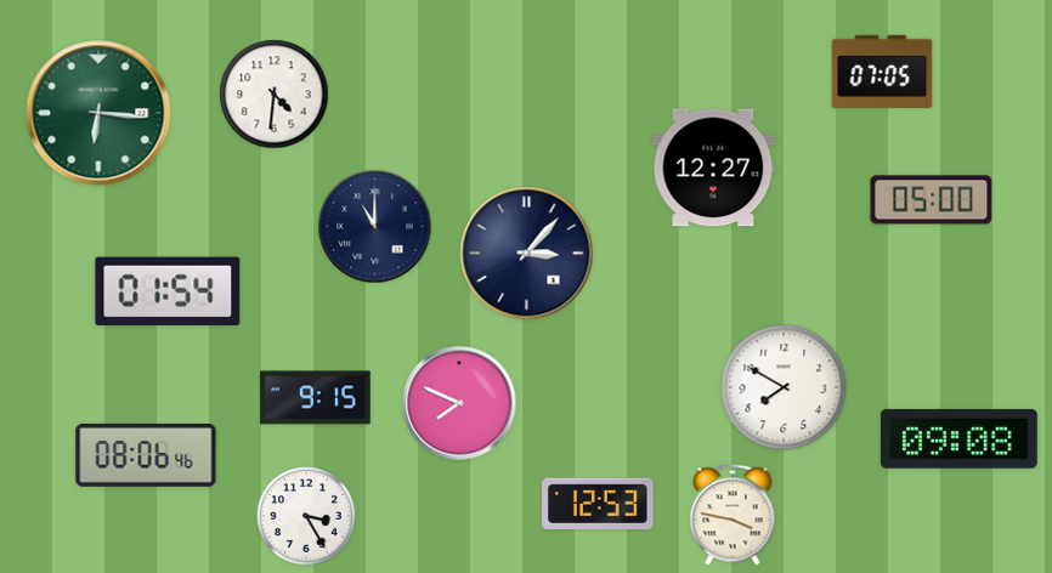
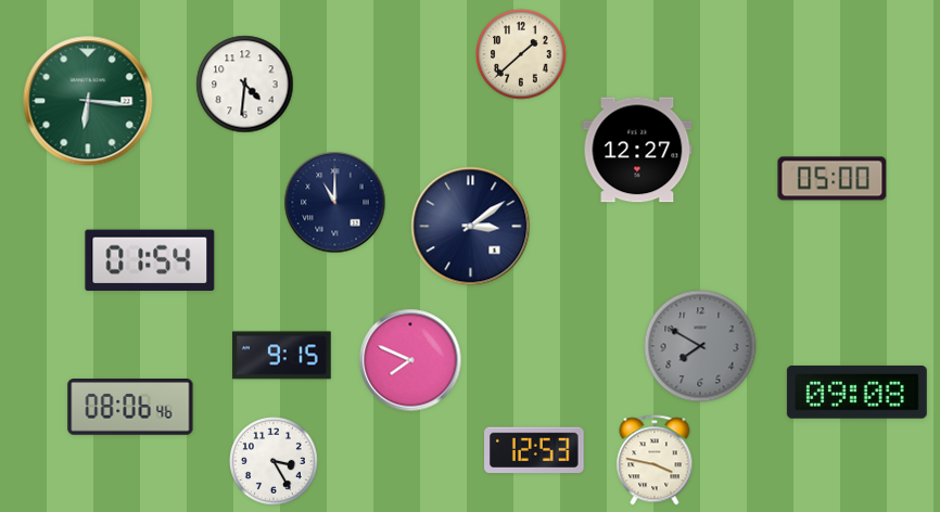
clock at (521, 54): none -> 1:38
clock at (882, 70): 07:05 -> none
clock at (527, 254): 3:07 -> 3:09
clock at (784, 387) dial: white -> grey
